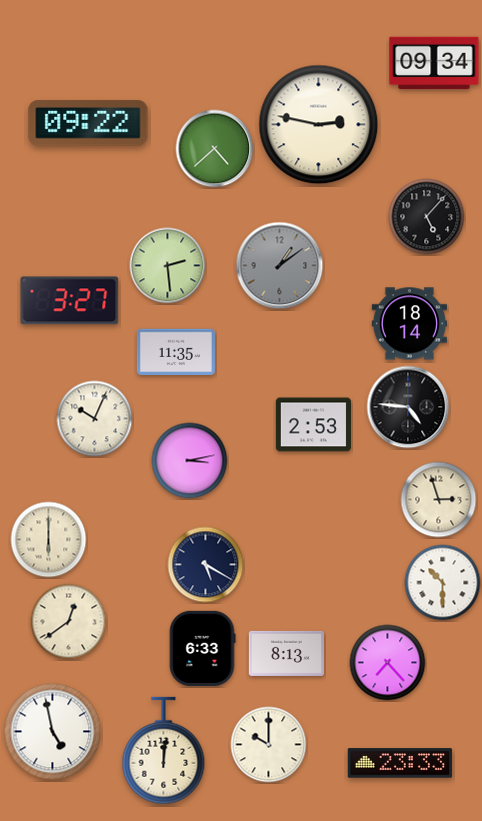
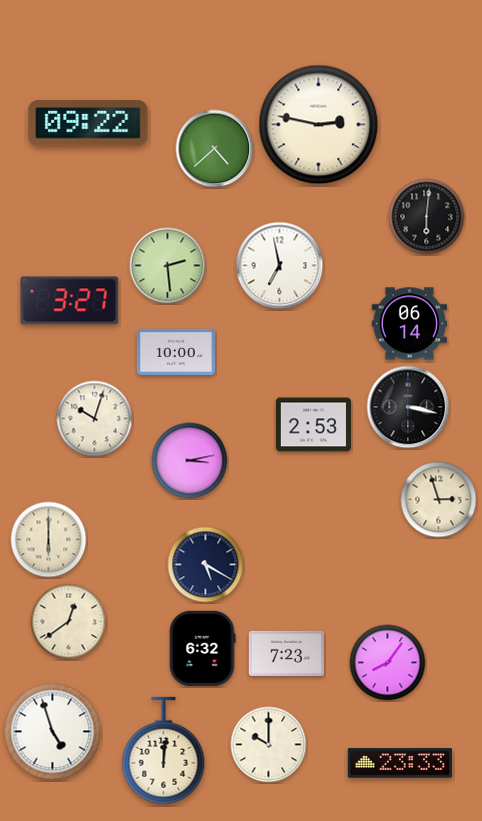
clock at (434, 63): 09:34 -> none
clock at (427, 217): 5:07 -> 6:01
clock at (280, 266): 1:09 -> 6:58
clock at (280, 266) dial: grey -> white
clock at (409, 324): 18:14 -> 06:14
clock at (176, 352): 11:35 -> 10:00
clock at (408, 407): 4:46 -> 3:17
clock at (95, 419): 10:04 -> 10:03
clock at (443, 583): 10:30 -> none
clock at (202, 648): 6:33 -> 6:32
clock at (286, 653): 8:13 -> 7:23
clock at (388, 663): 7:23 -> 8:06
clock at (53, 732): 4:58 -> 4:57
